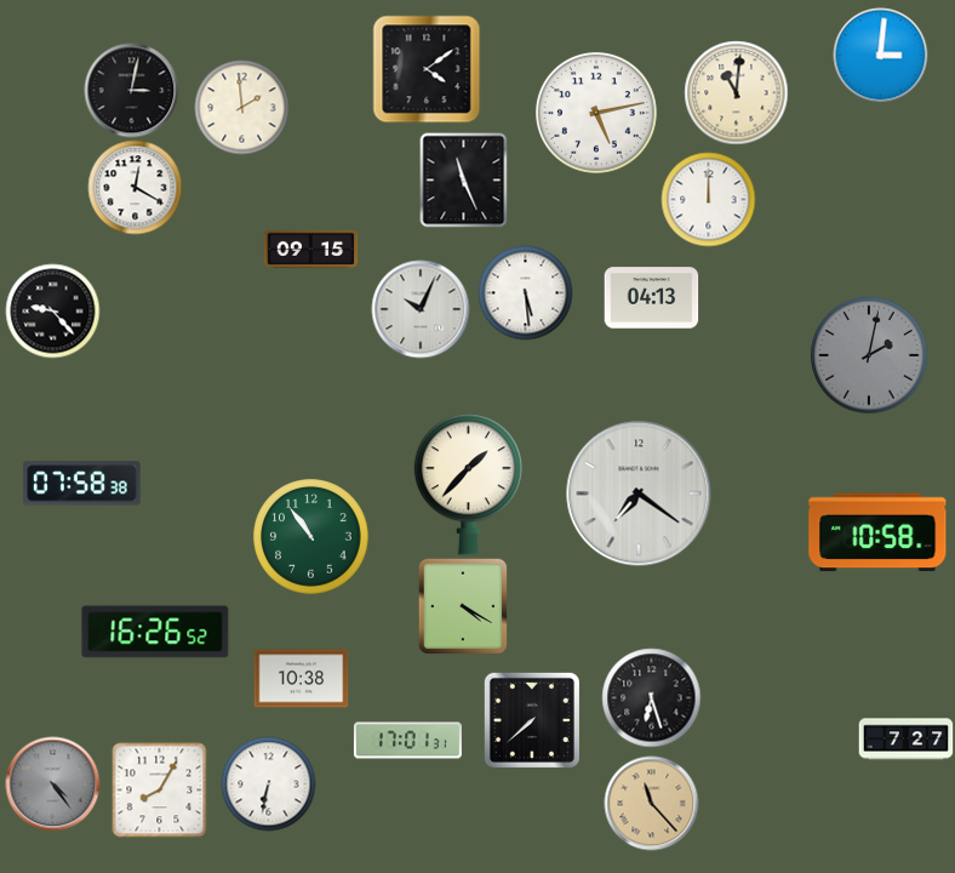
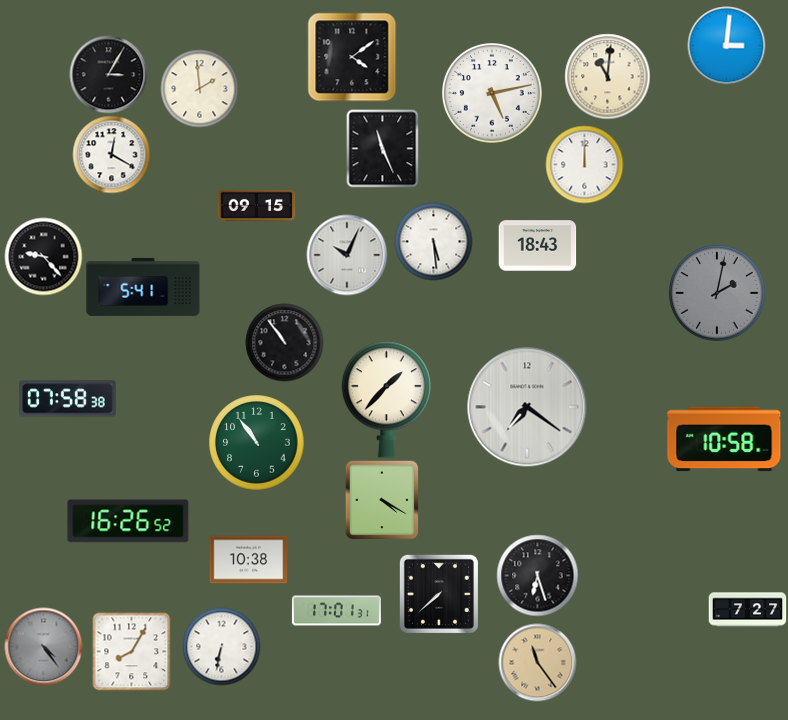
clock at (131, 90): 3:02 -> 3:05
clock at (651, 298): 04:13 -> 18:43
clock at (143, 287): none -> 5:41
clock at (284, 342): none -> 10:54
clock at (651, 803): 11:23 -> 11:24
